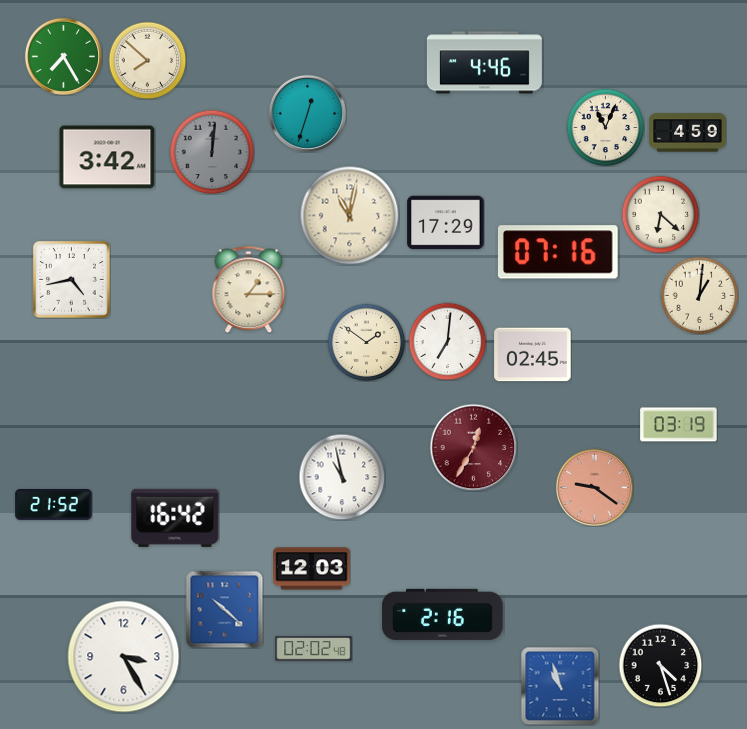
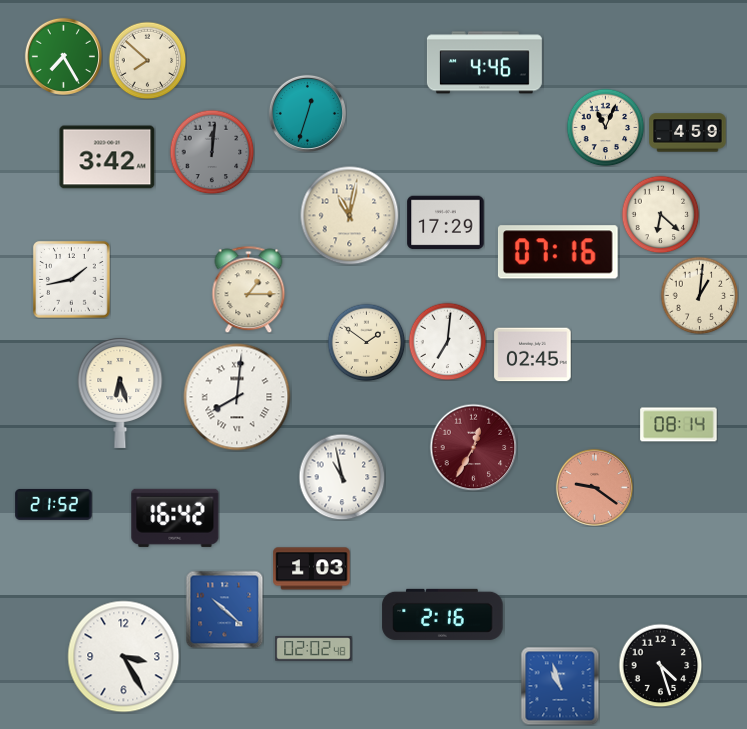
clock at (72, 280): 4:43 -> 1:43
clock at (120, 392): none -> 6:27
clock at (237, 397): none -> 8:01
clock at (679, 425): 03:19 -> 08:14
clock at (312, 569): 12:03 -> 1:03
